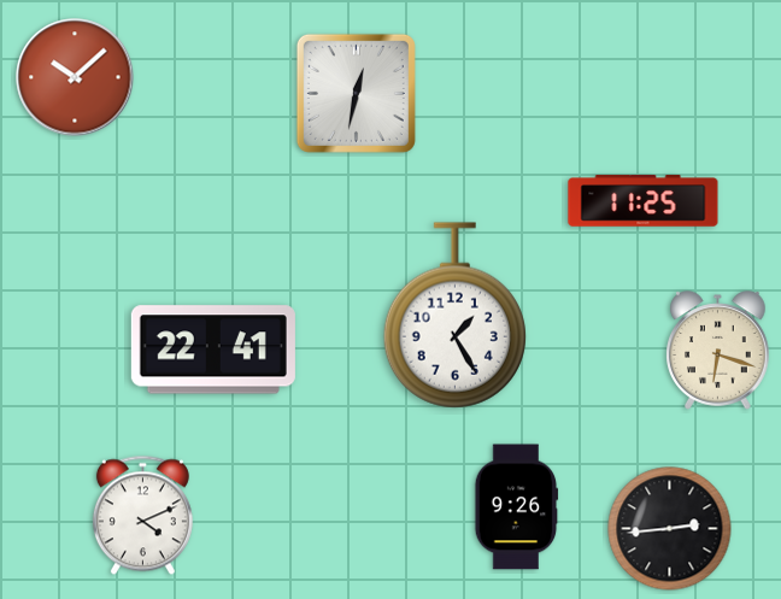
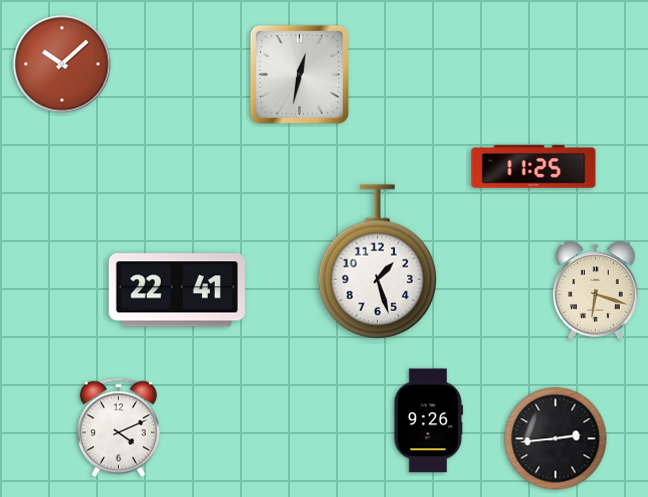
clock at (356, 93) position: (356, 93) -> (299, 74)
clock at (454, 316): 1:25 -> 1:27
